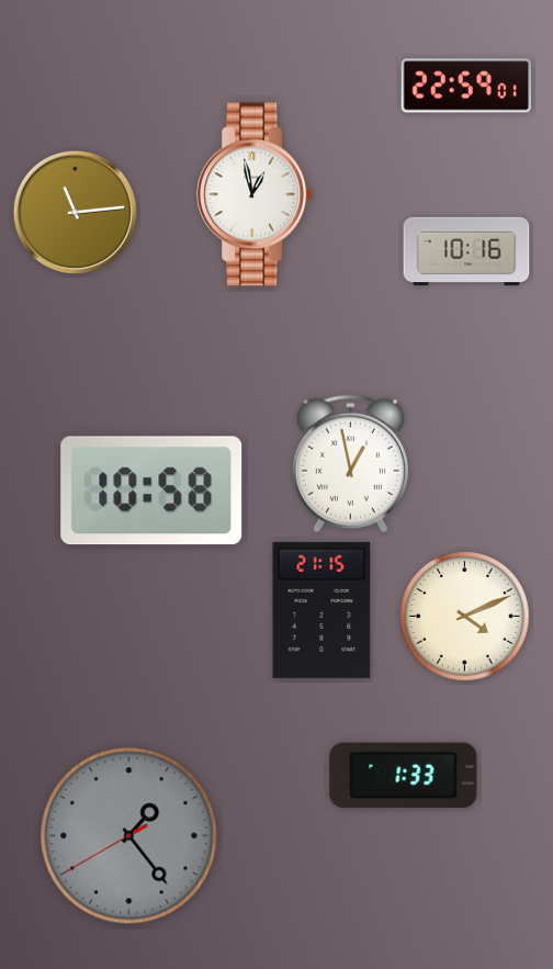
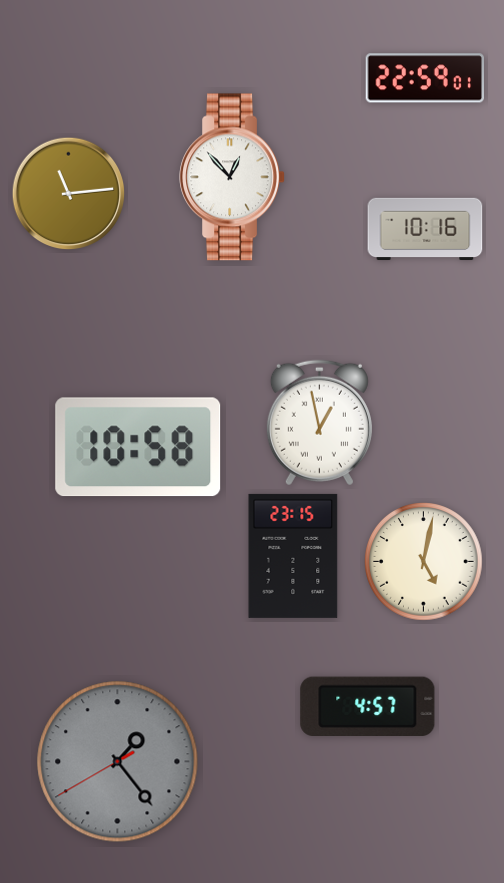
clock at (255, 194): 12:58 -> 12:53
clock at (321, 610): 21:15 -> 23:15
clock at (465, 617): 4:11 -> 5:02
clock at (404, 776): 1:33 -> 4:57
